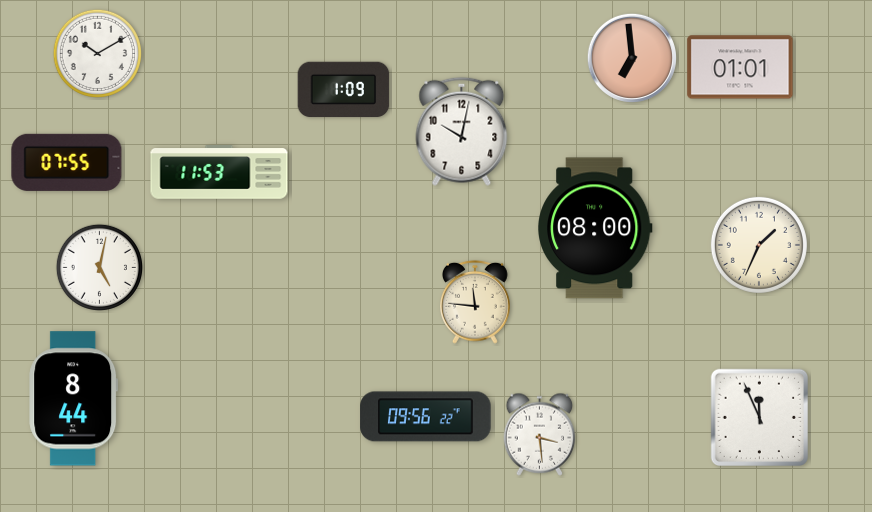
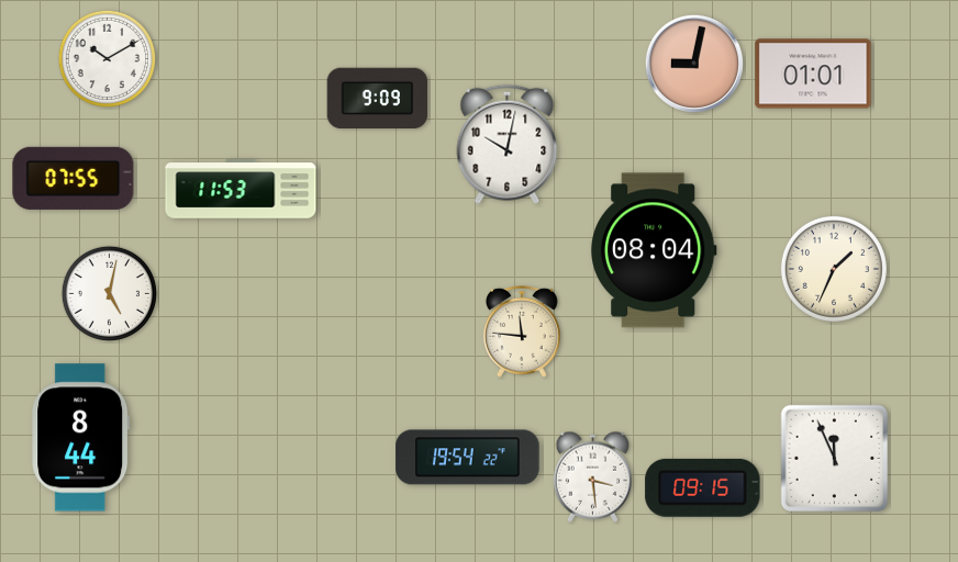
clock at (632, 58): 6:59 -> 9:02
clock at (344, 90): 1:09 -> 9:09
clock at (595, 228): 08:00 -> 08:04
clock at (426, 417): 09:56 -> 19:54
clock at (703, 487): none -> 09:15
